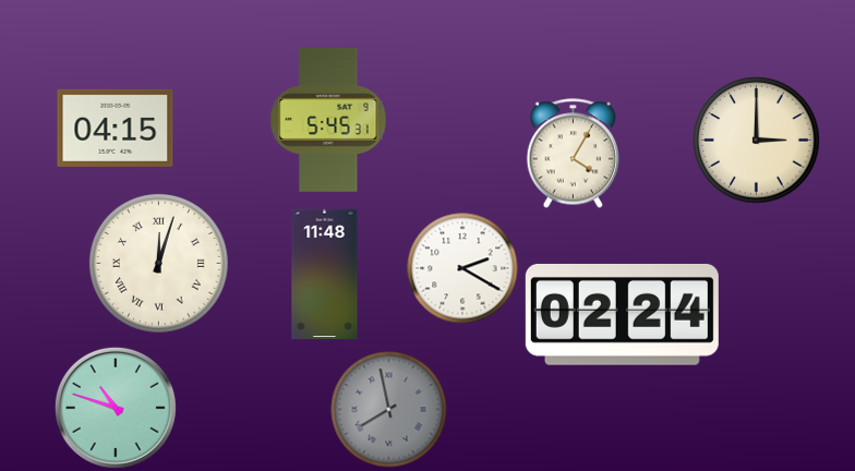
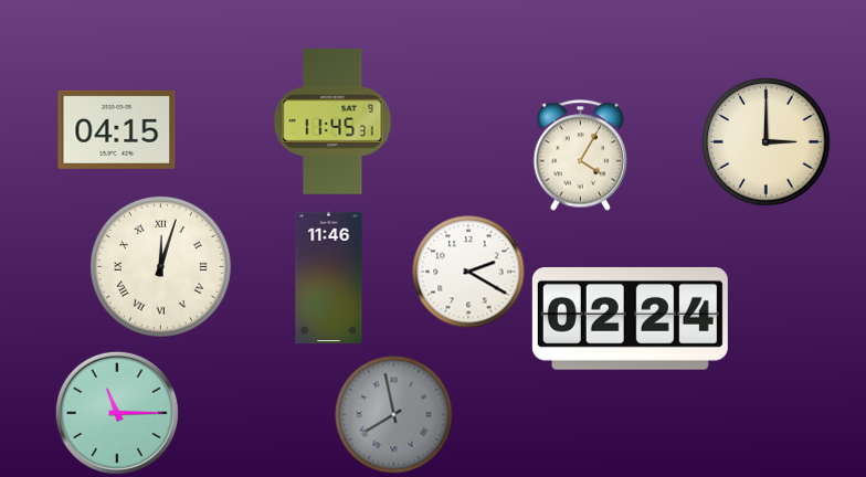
clock at (328, 120): 5:45 -> 11:45
clock at (325, 275): 11:48 -> 11:46
clock at (116, 408): 10:48 -> 11:15
